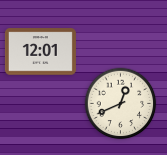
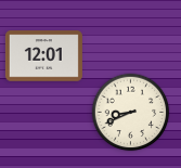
clock at (121, 104): 12:41 -> 8:41
